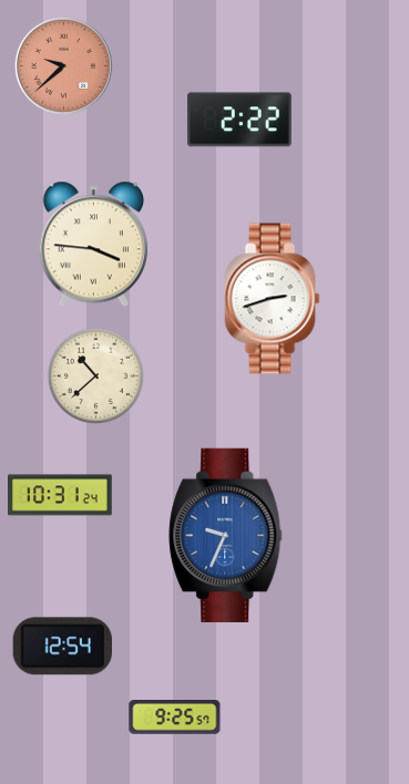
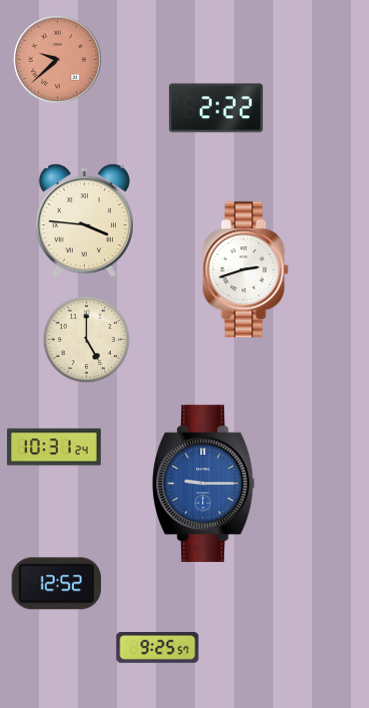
clock at (95, 375): 10:38 -> 5:00
clock at (226, 535): 9:34 -> 9:15
clock at (62, 647): 12:54 -> 12:52
